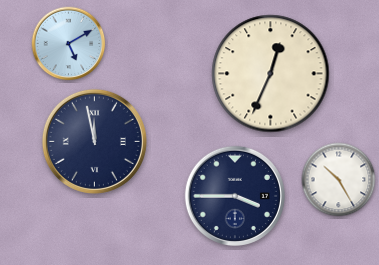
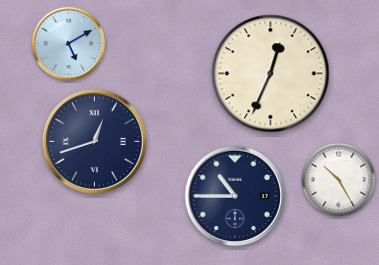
clock at (94, 141): 11:58 -> 12:42
clock at (235, 196): 3:45 -> 10:45
